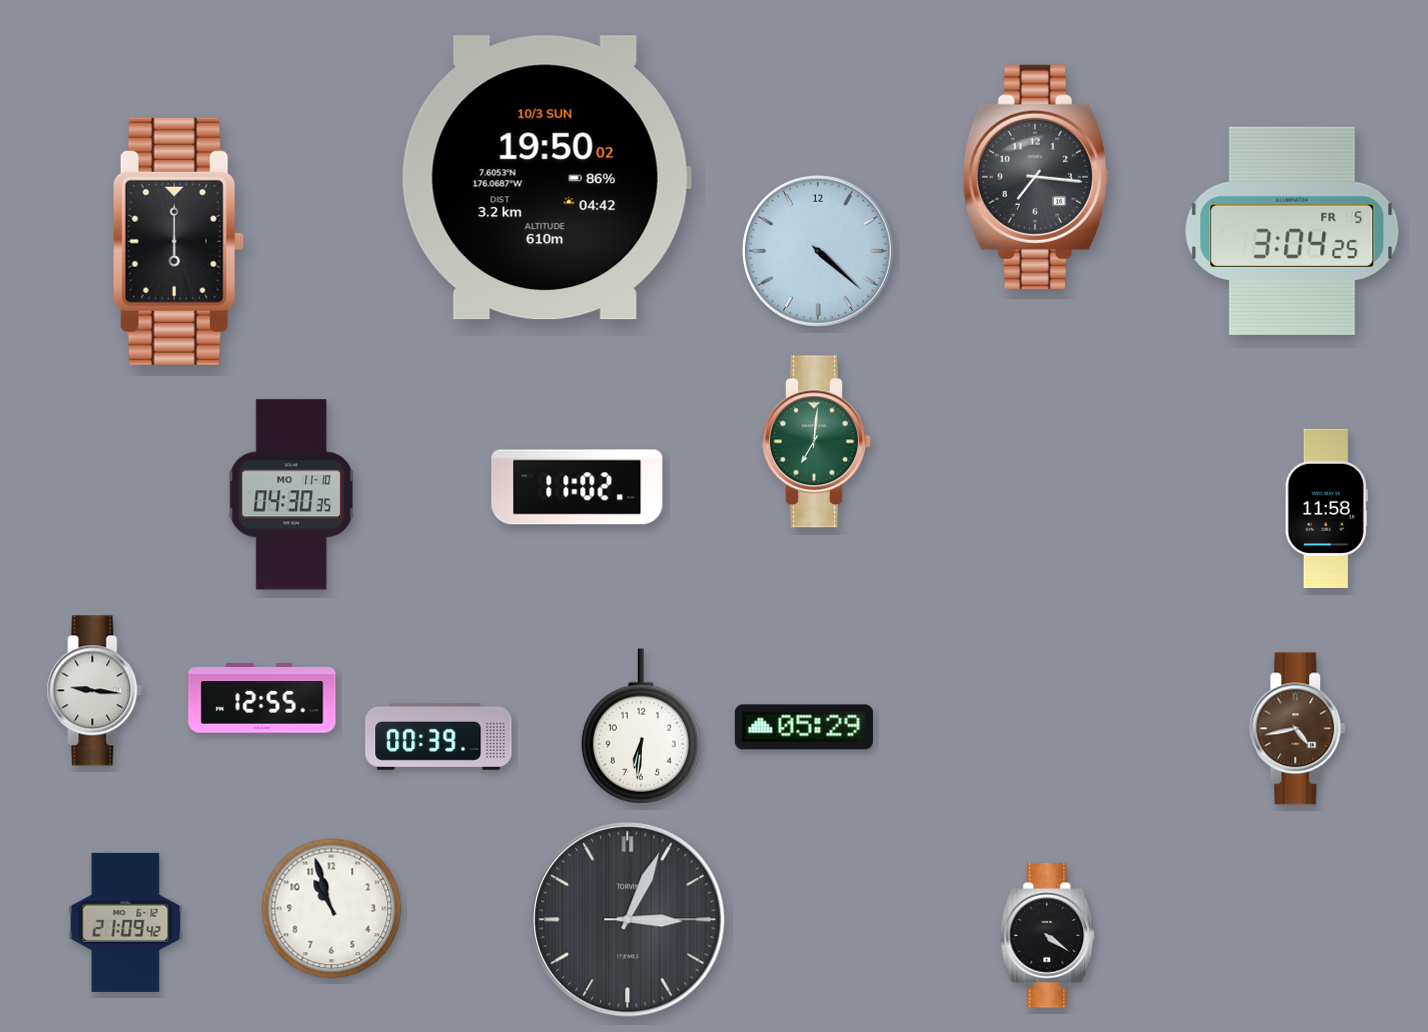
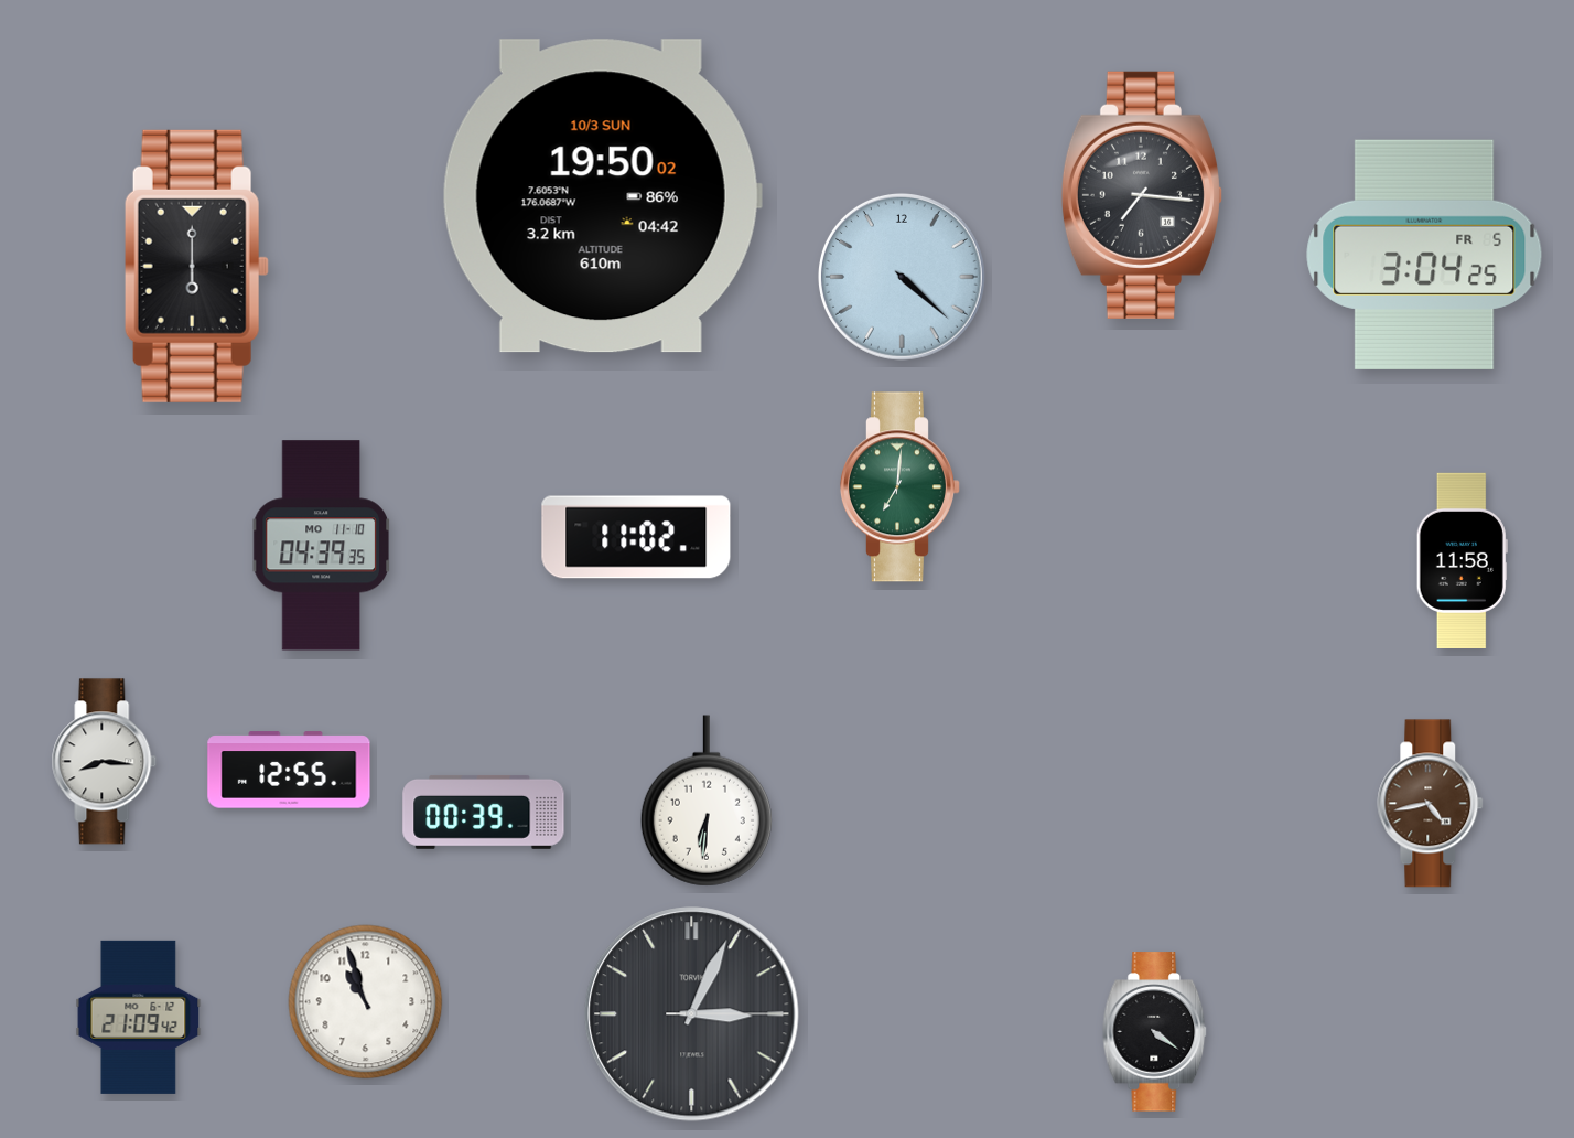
clock at (292, 495): 04:30 -> 04:39
clock at (95, 691): 9:16 -> 8:16
clock at (804, 727): 05:29 -> none
